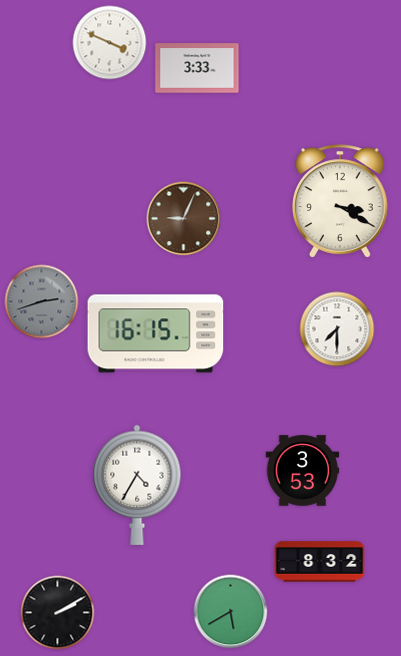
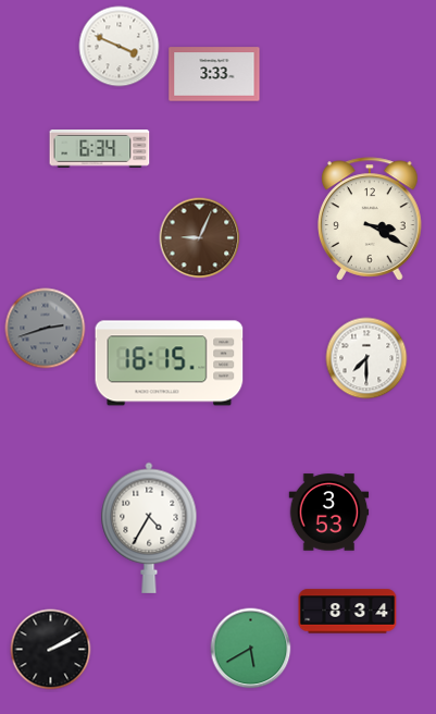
clock at (100, 149): none -> 6:34
clock at (320, 562): 8:32 -> 8:34
clock at (231, 612) position: (231, 612) -> (251, 649)
clock at (58, 613) position: (58, 613) -> (51, 650)
